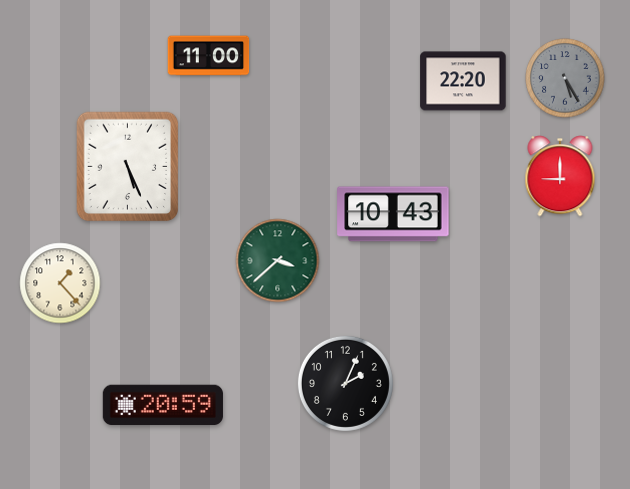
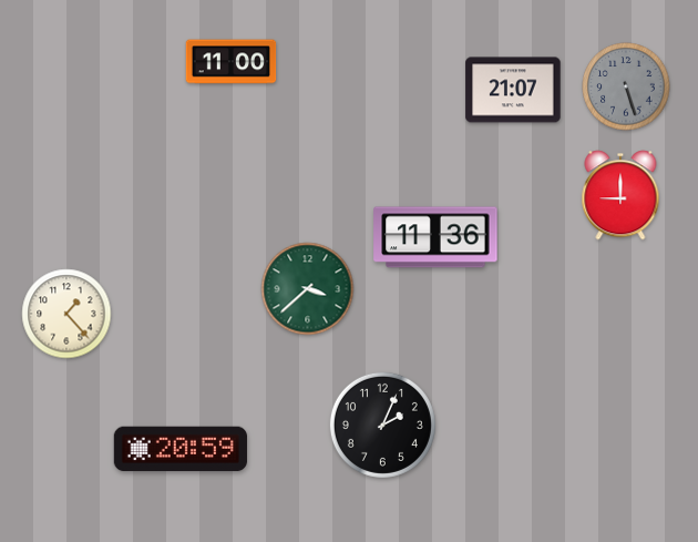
clock at (565, 78): 5:25 -> 5:27
clock at (463, 81): 22:20 -> 21:07
clock at (128, 167): 5:26 -> none
clock at (393, 214): 10:43 -> 11:36
